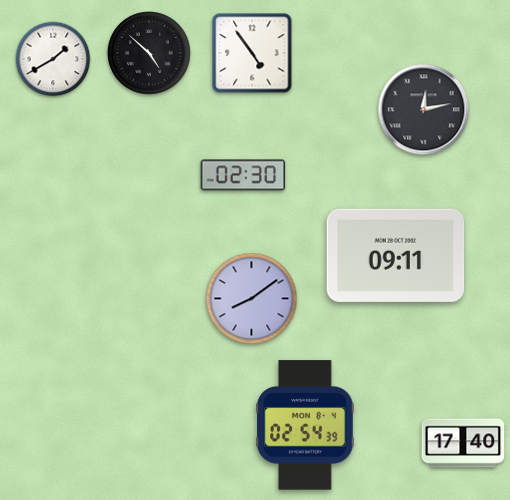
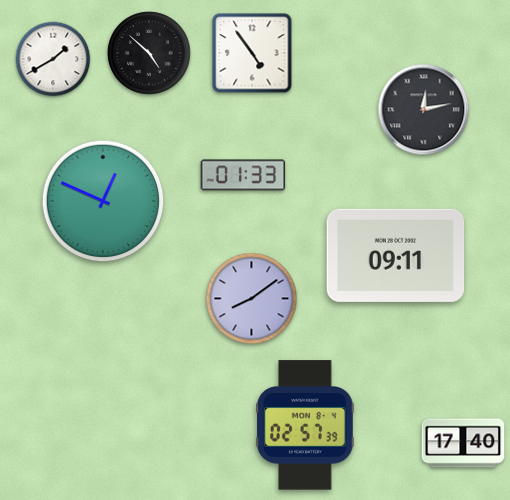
clock at (243, 175): 02:30 -> 01:33
clock at (103, 201): none -> 12:49
clock at (305, 425): 02:54 -> 02:57
